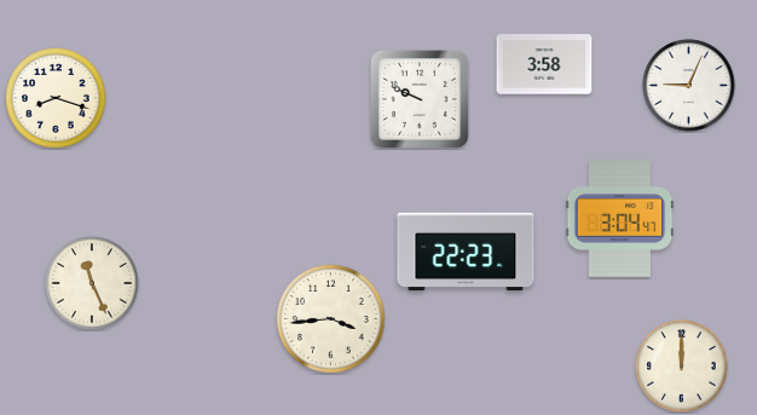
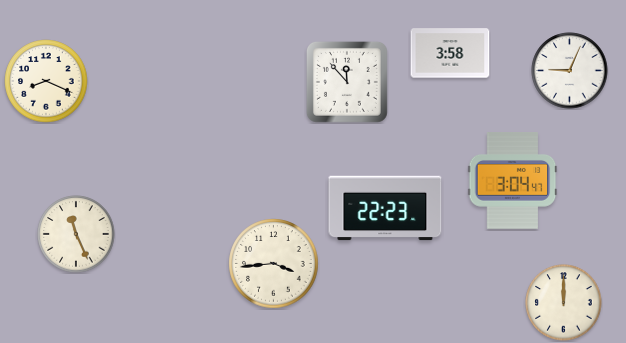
clock at (56, 98): 8:18 -> 8:19
clock at (420, 99): 9:49 -> 11:53
